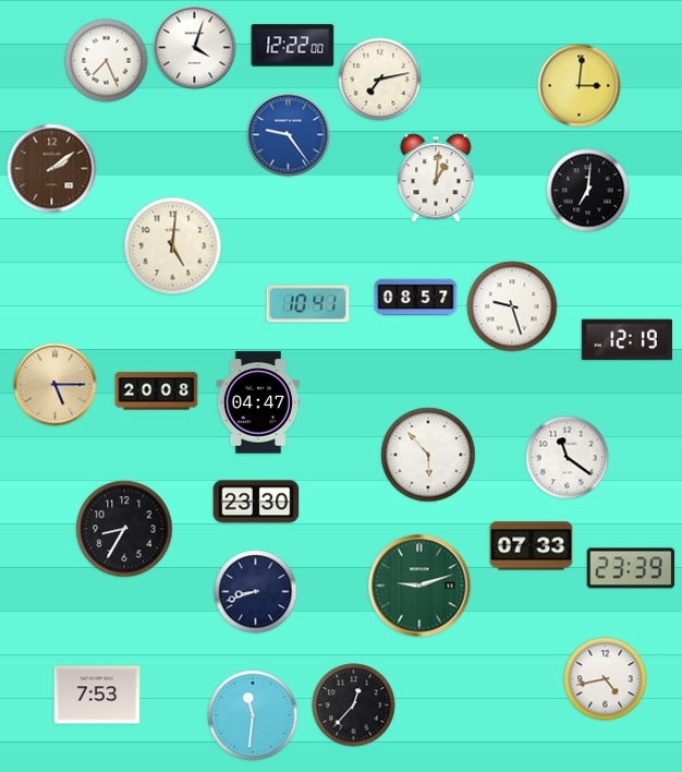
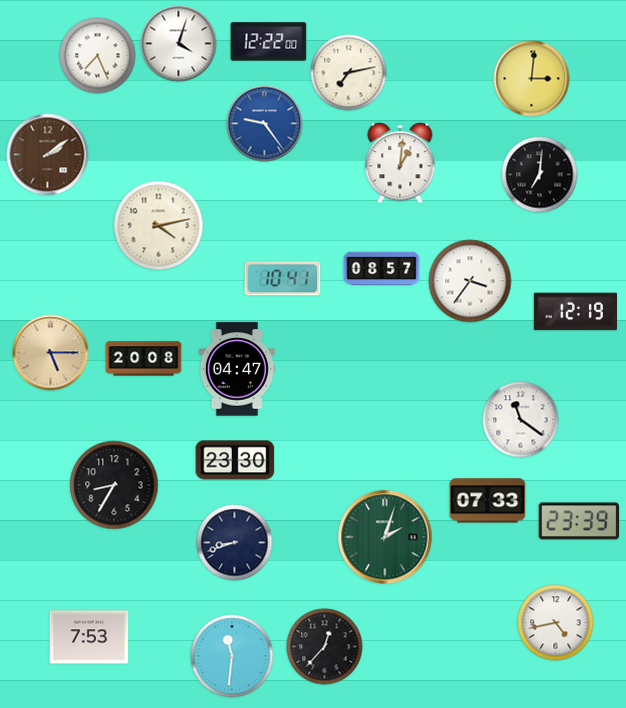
clock at (173, 246): 5:01 -> 4:13
clock at (416, 298) position: (416, 298) -> (382, 269)
clock at (512, 306): 9:27 -> 3:36
clock at (428, 455): 5:53 -> none
clock at (419, 586): 9:12 -> 2:03
